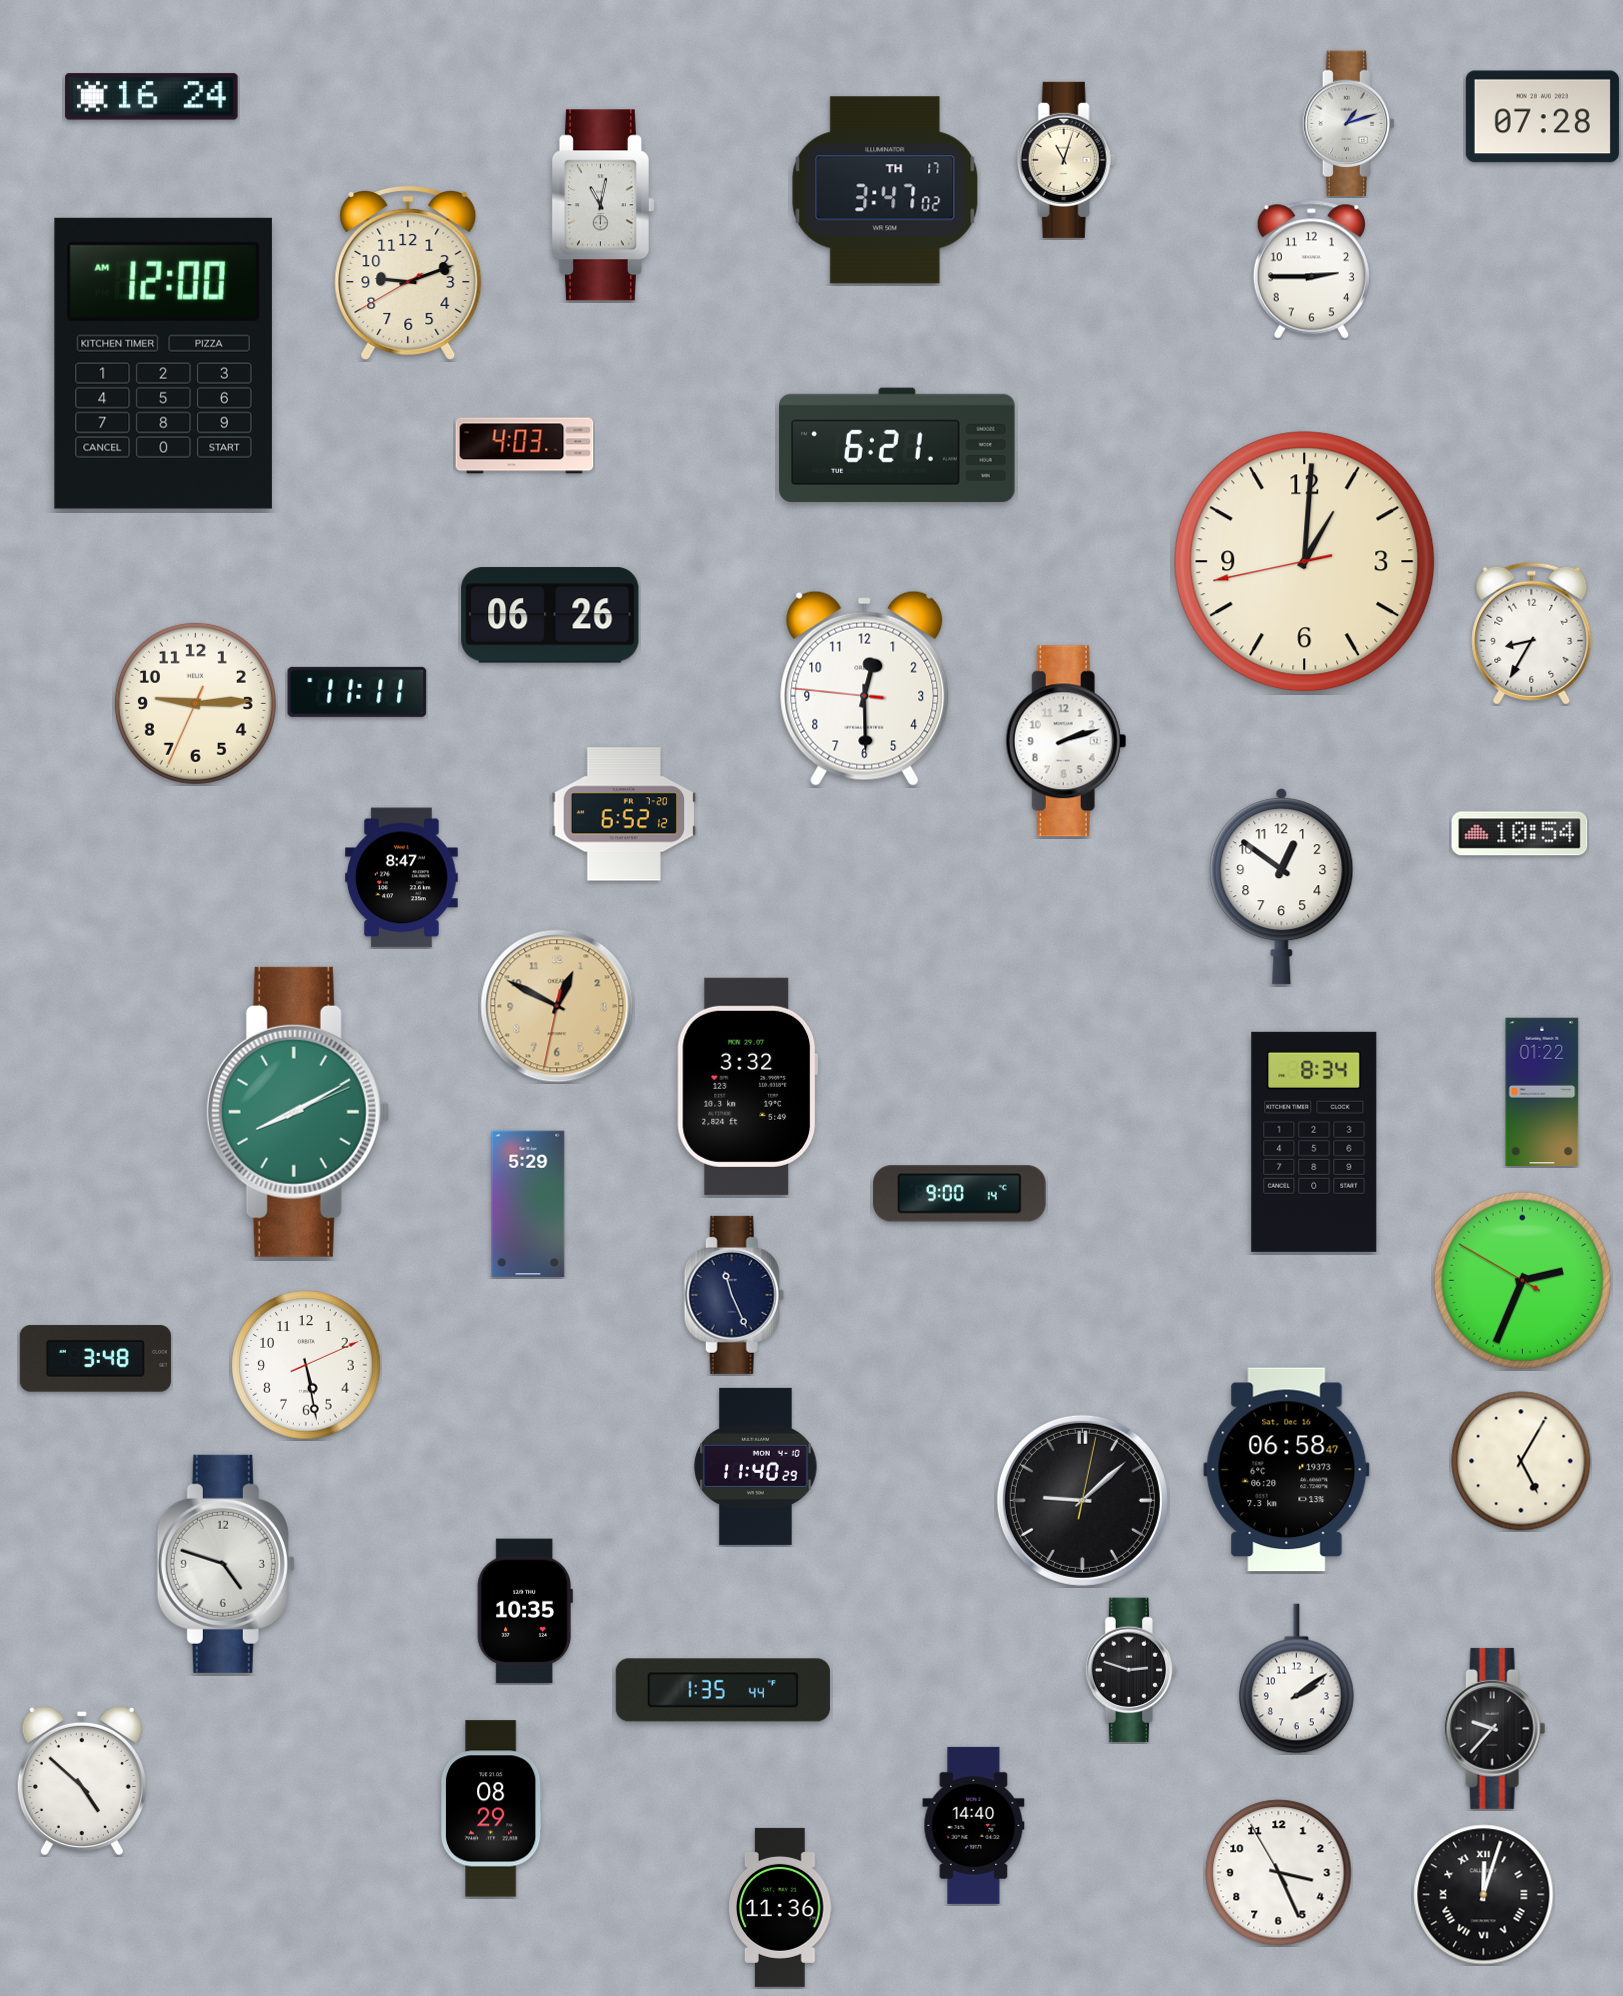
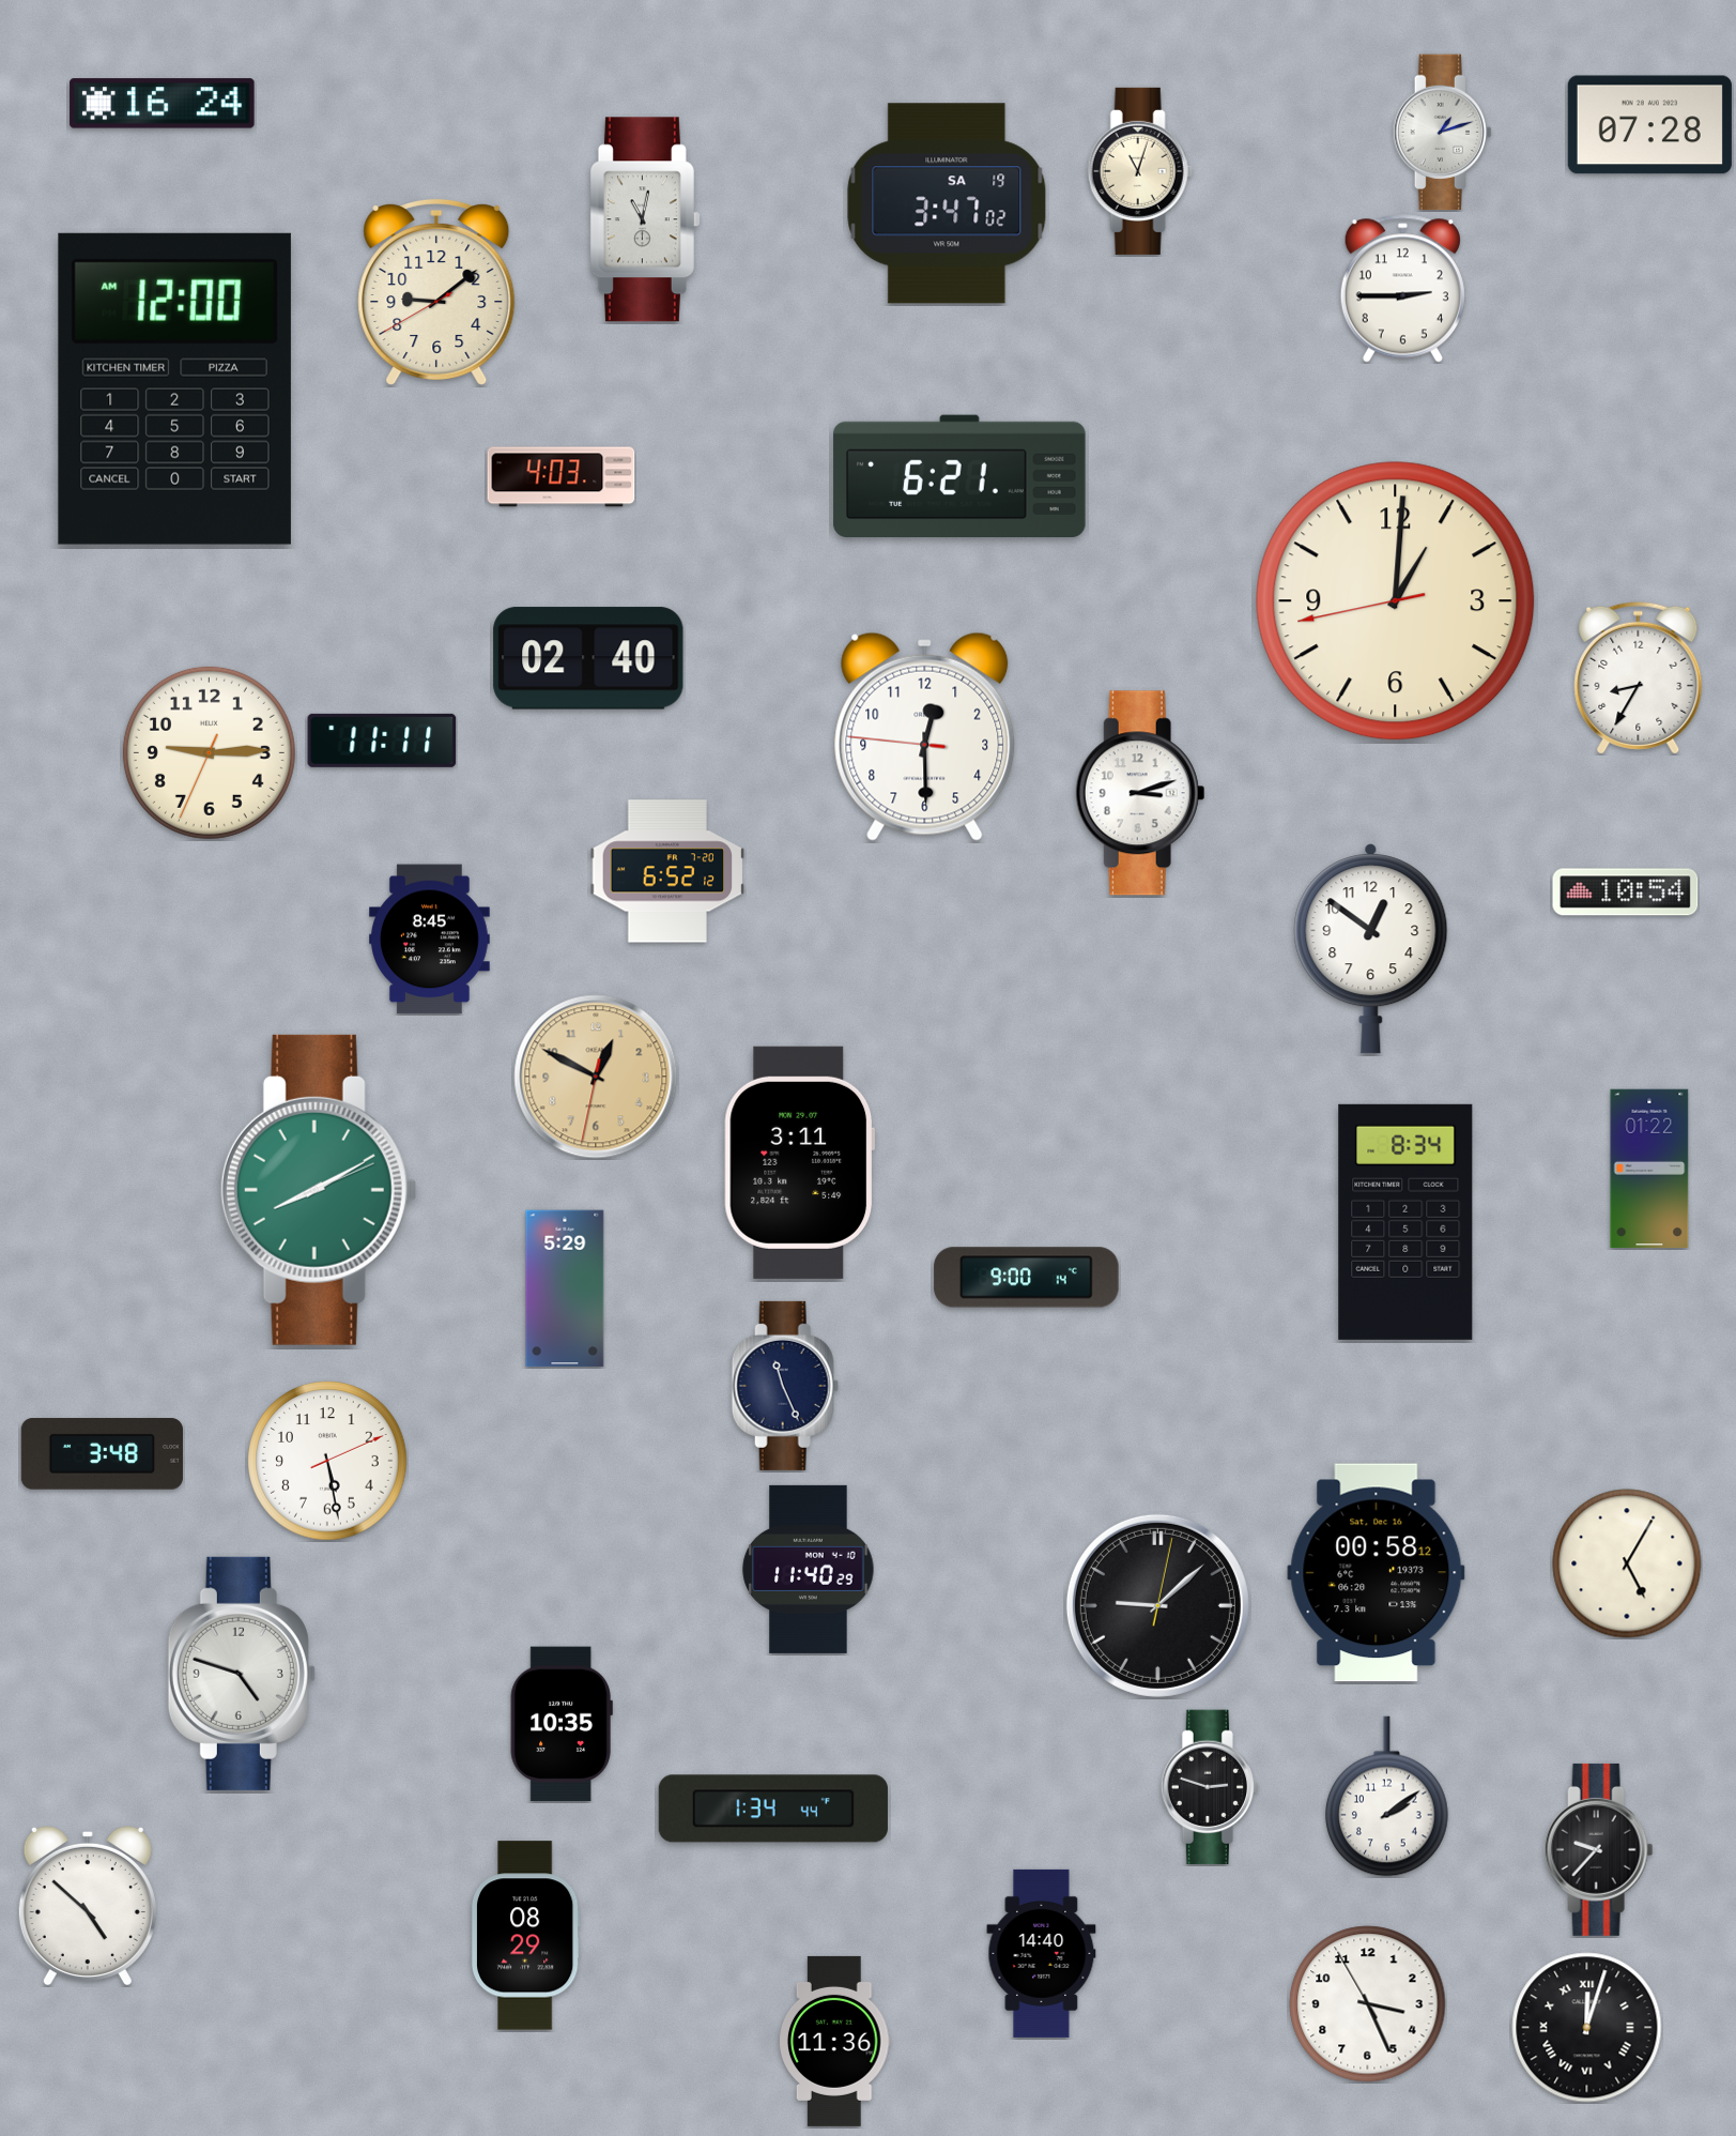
clock at (885, 190) date: TH 17 -> SA 19
clock at (408, 273): 9:11 -> 9:08
clock at (550, 615): 06:26 -> 02:40
clock at (1066, 741): 2:12 -> 3:12
clock at (402, 878): 8:47 -> 8:45
clock at (747, 1086): 3:32 -> 3:11
clock at (1522, 1280): 2:33 -> none
clock at (1287, 1470): 06:58 -> 00:58
clock at (723, 1690): 1:35 -> 1:34
